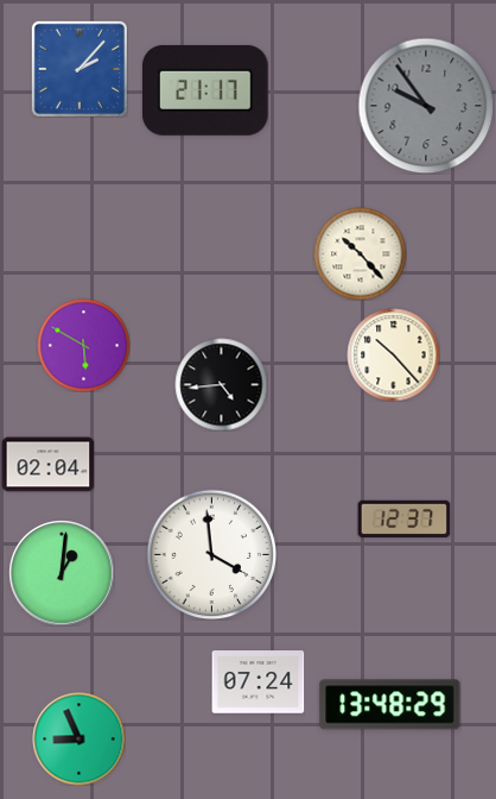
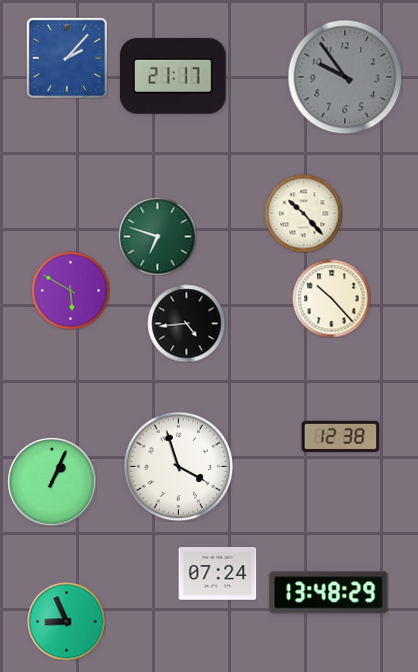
clock at (426, 106) position: (426, 106) -> (345, 77)
clock at (157, 236): none -> 6:48
clock at (47, 465): 02:04 -> none
clock at (403, 520): 12:37 -> 12:38
clock at (211, 554): 3:59 -> 3:57
clock at (62, 573): 1:01 -> 1:04
